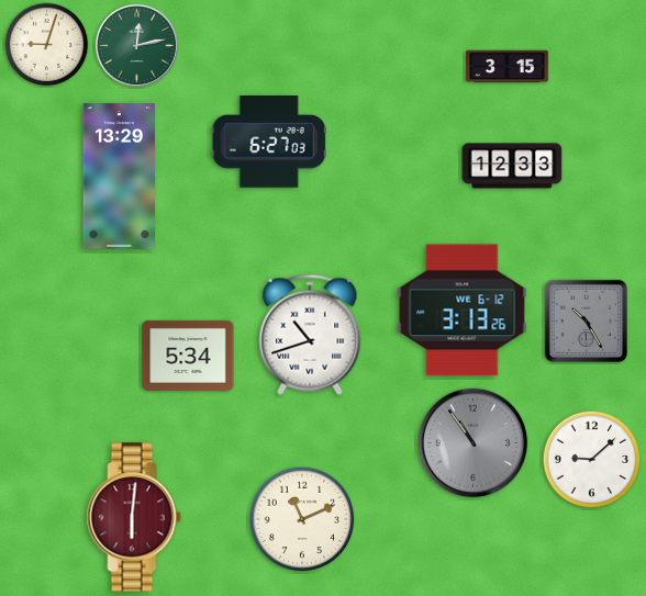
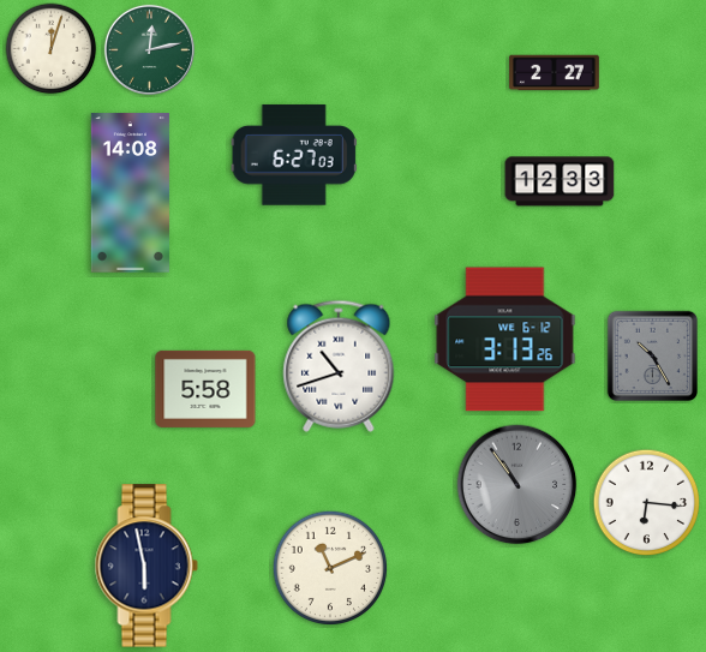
clock at (47, 45): 9:03 -> 12:03
clock at (508, 67): 3:15 -> 2:27
clock at (119, 177): 13:29 -> 14:08
clock at (586, 321) position: (586, 321) -> (652, 355)
clock at (188, 356): 5:34 -> 5:58
clock at (592, 460): 9:08 -> 6:16
clock at (134, 517): 6:01 -> 5:58
clock at (134, 517) dial: burgundy -> navy
